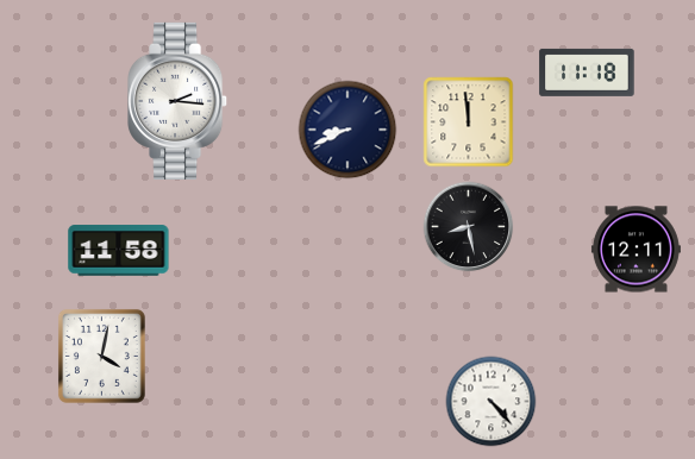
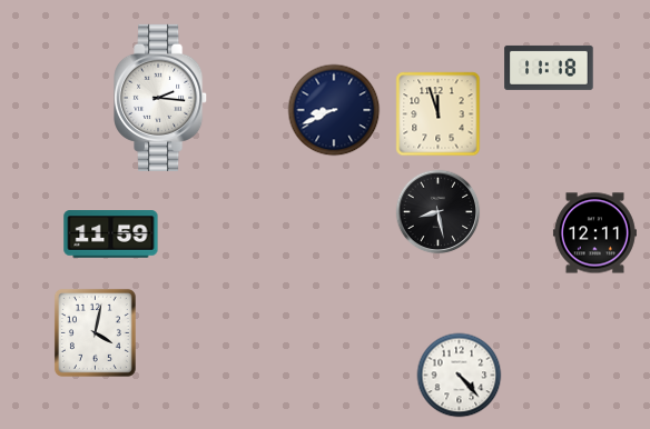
clock at (179, 101) position: (179, 101) -> (161, 98)
clock at (469, 122): 11:59 -> 11:57
clock at (347, 130) position: (347, 130) -> (334, 110)
clock at (119, 251): 11:58 -> 11:59
